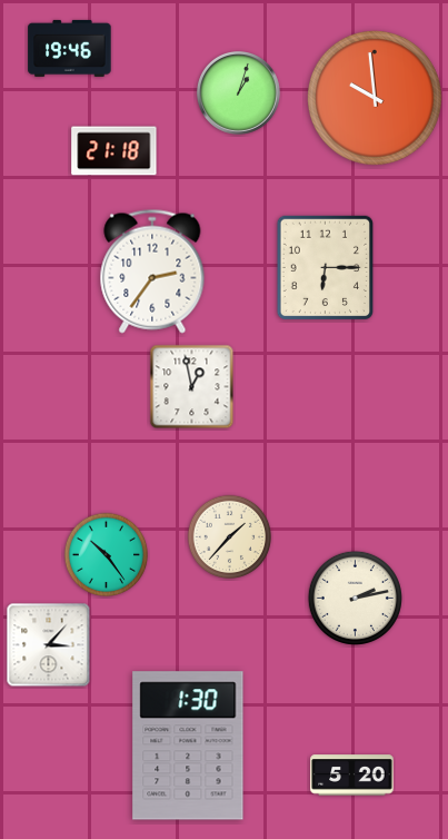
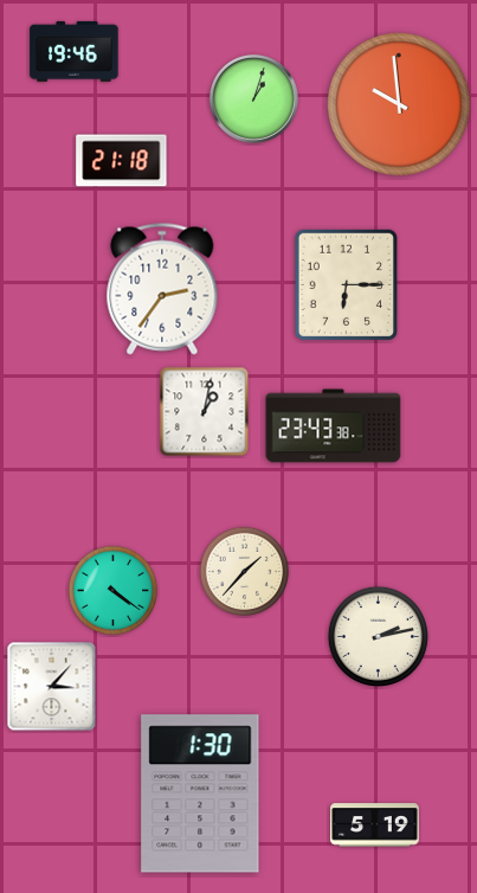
clock at (192, 387): 12:58 -> 1:02
clock at (334, 426): none -> 23:43
clock at (107, 555): 10:24 -> 4:21
clock at (352, 776): 5:20 -> 5:19
